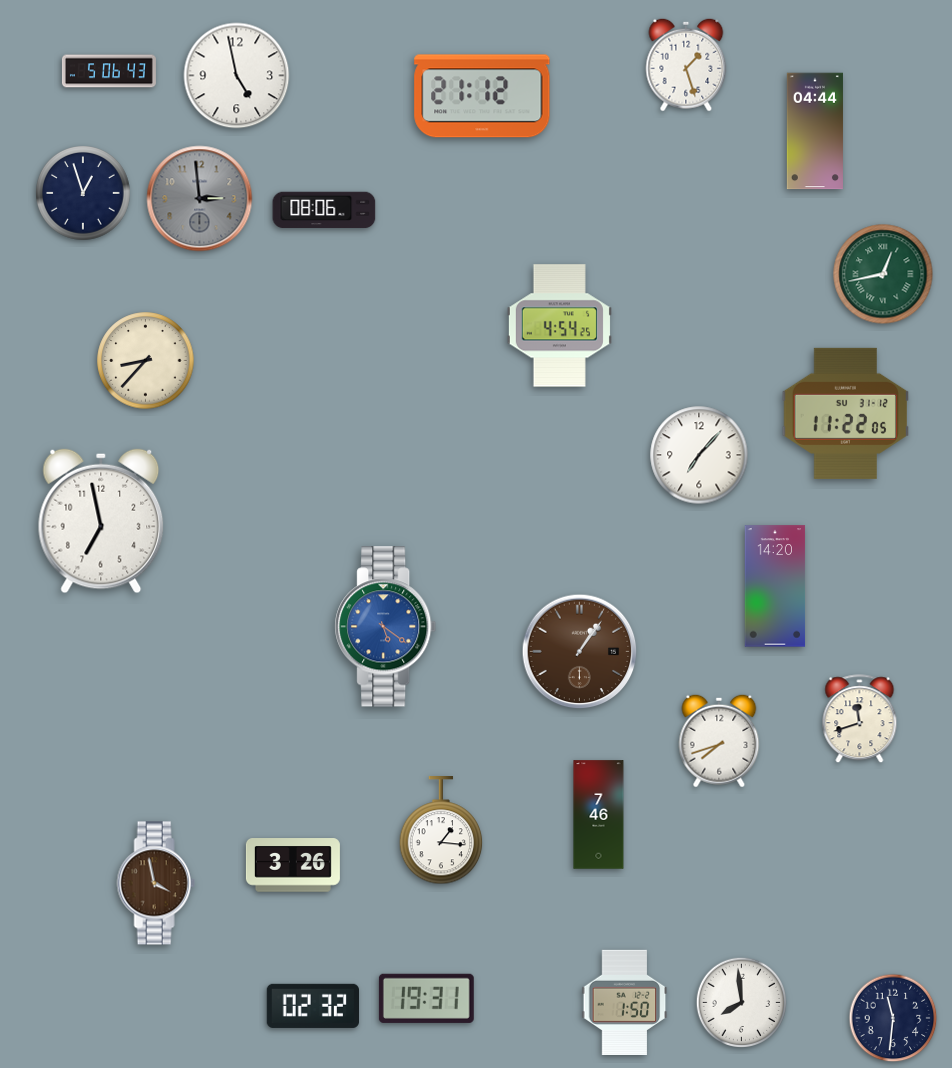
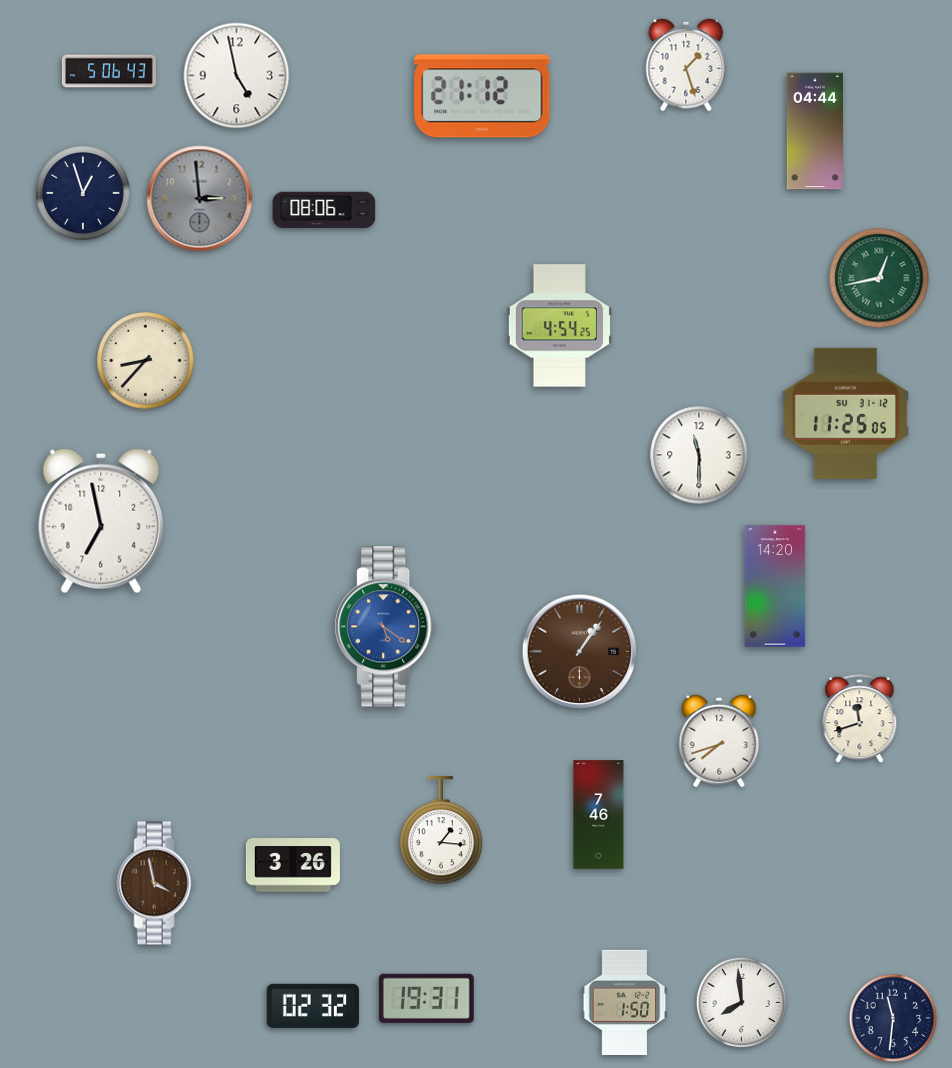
clock at (883, 274) position: (883, 274) -> (879, 278)
clock at (845, 413): 11:22 -> 11:25
clock at (699, 455): 7:07 -> 11:30
